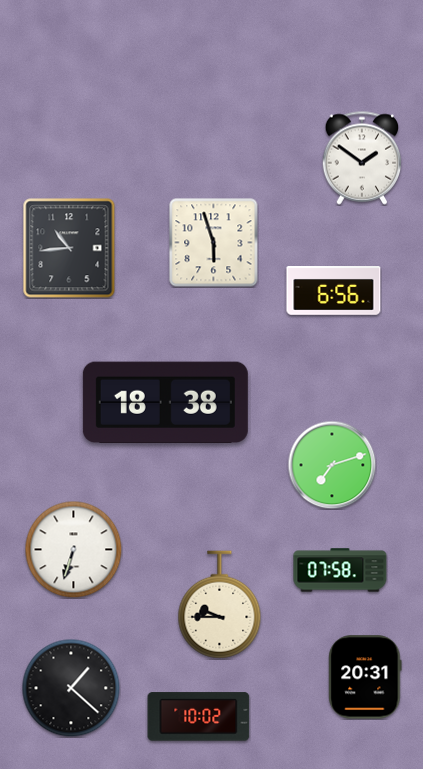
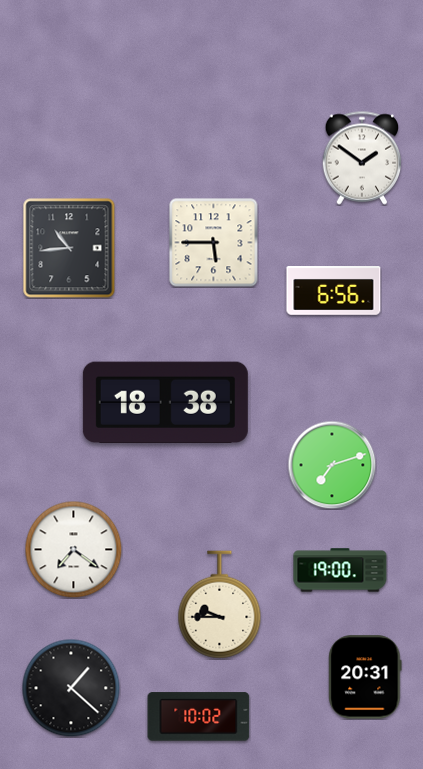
clock at (213, 242): 5:57 -> 5:45
clock at (73, 549): 6:33 -> 7:21
clock at (340, 570): 07:58 -> 19:00
